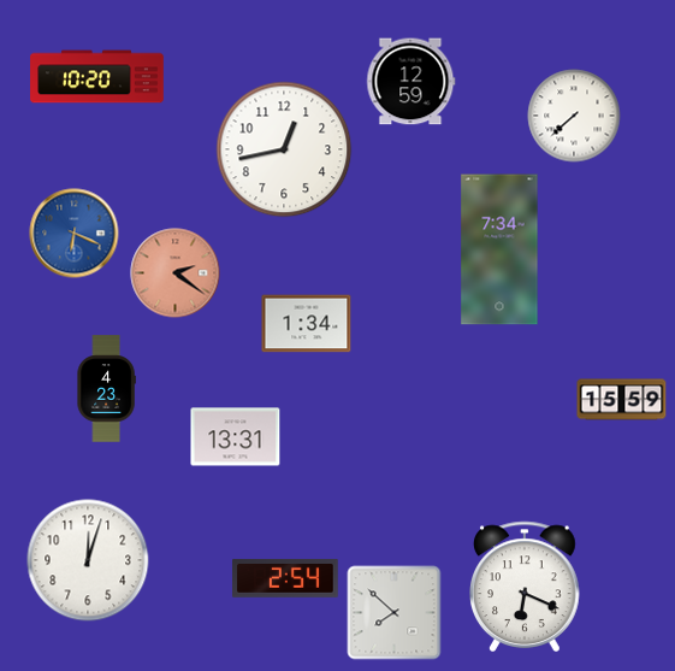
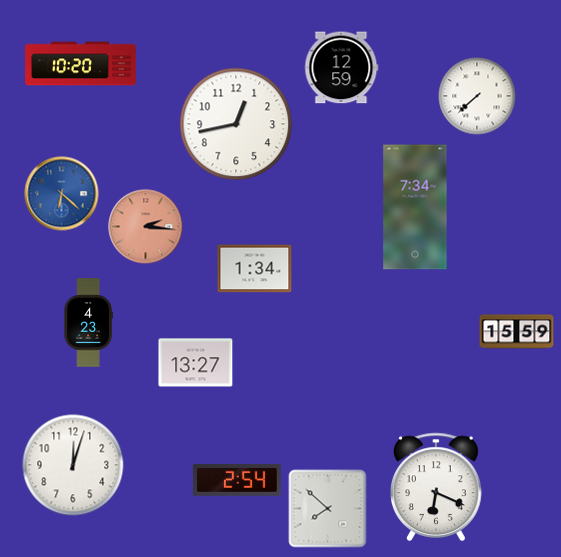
clock at (75, 234): 6:19 -> 6:22
clock at (176, 273): 2:21 -> 2:16
clock at (236, 437): 13:31 -> 13:27
